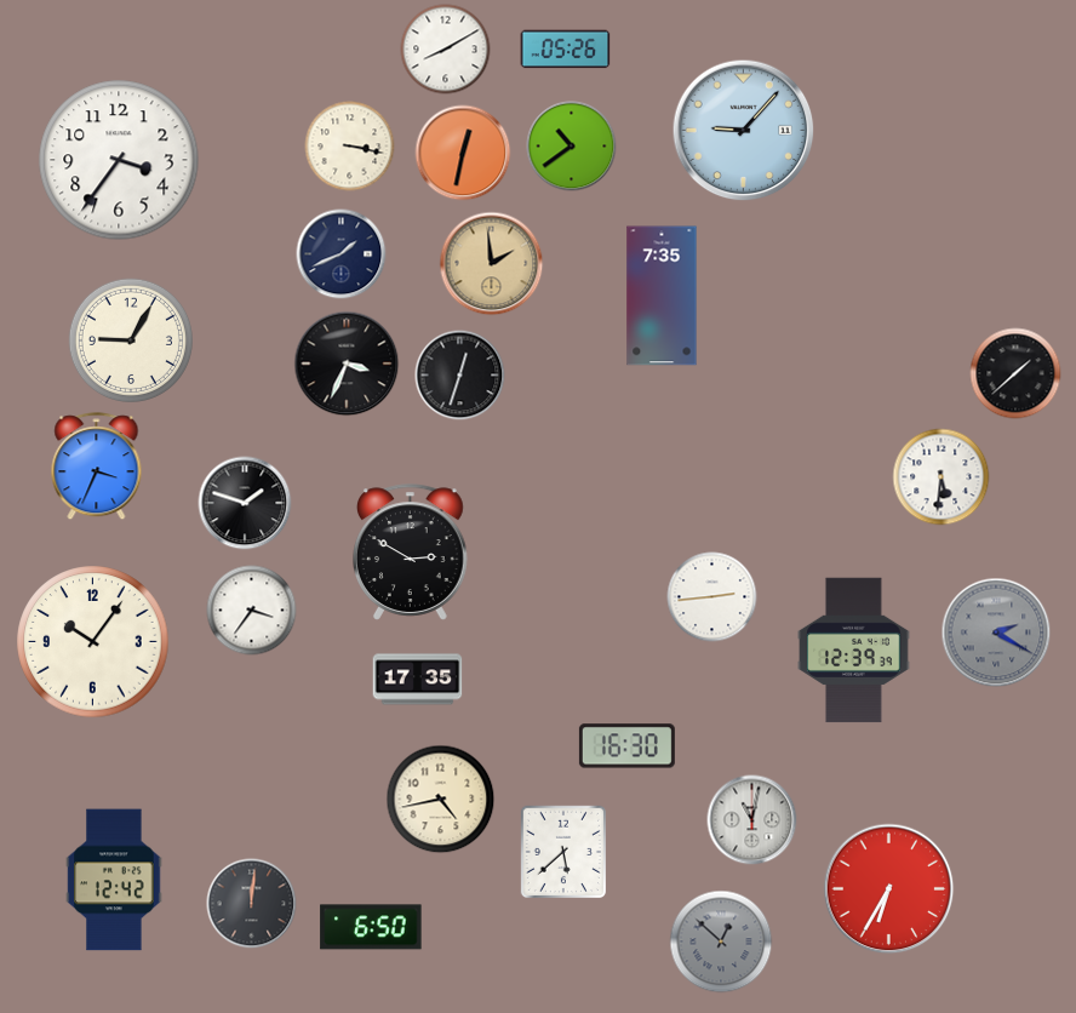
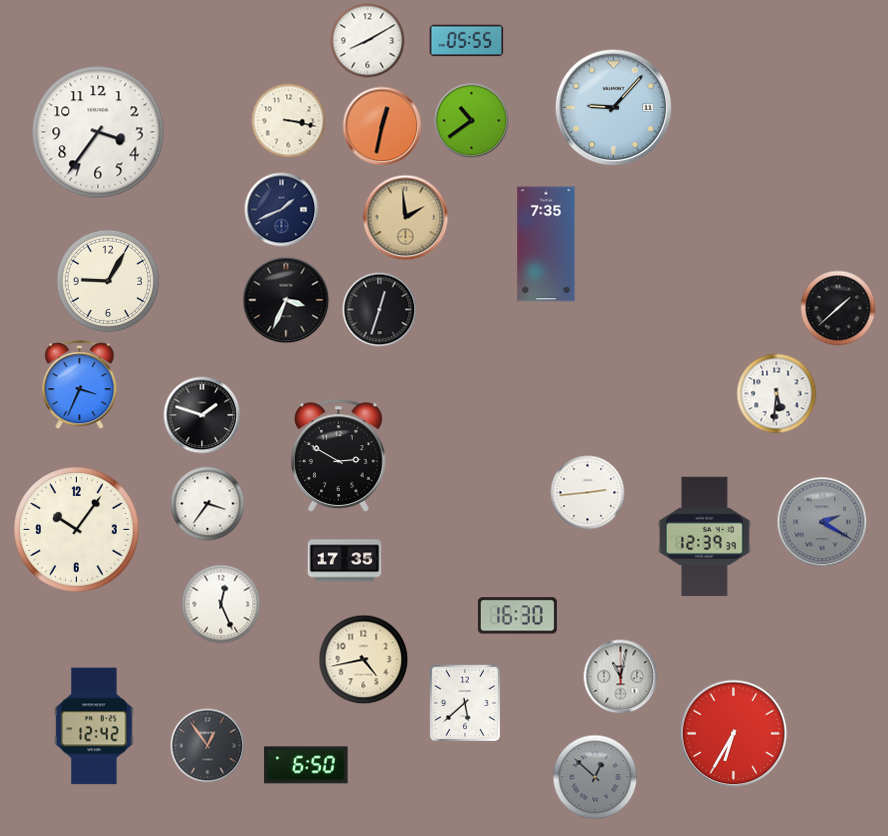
clock at (566, 50): 05:26 -> 05:55
clock at (221, 604): none -> 12:26
clock at (252, 904): 12:01 -> 12:54
